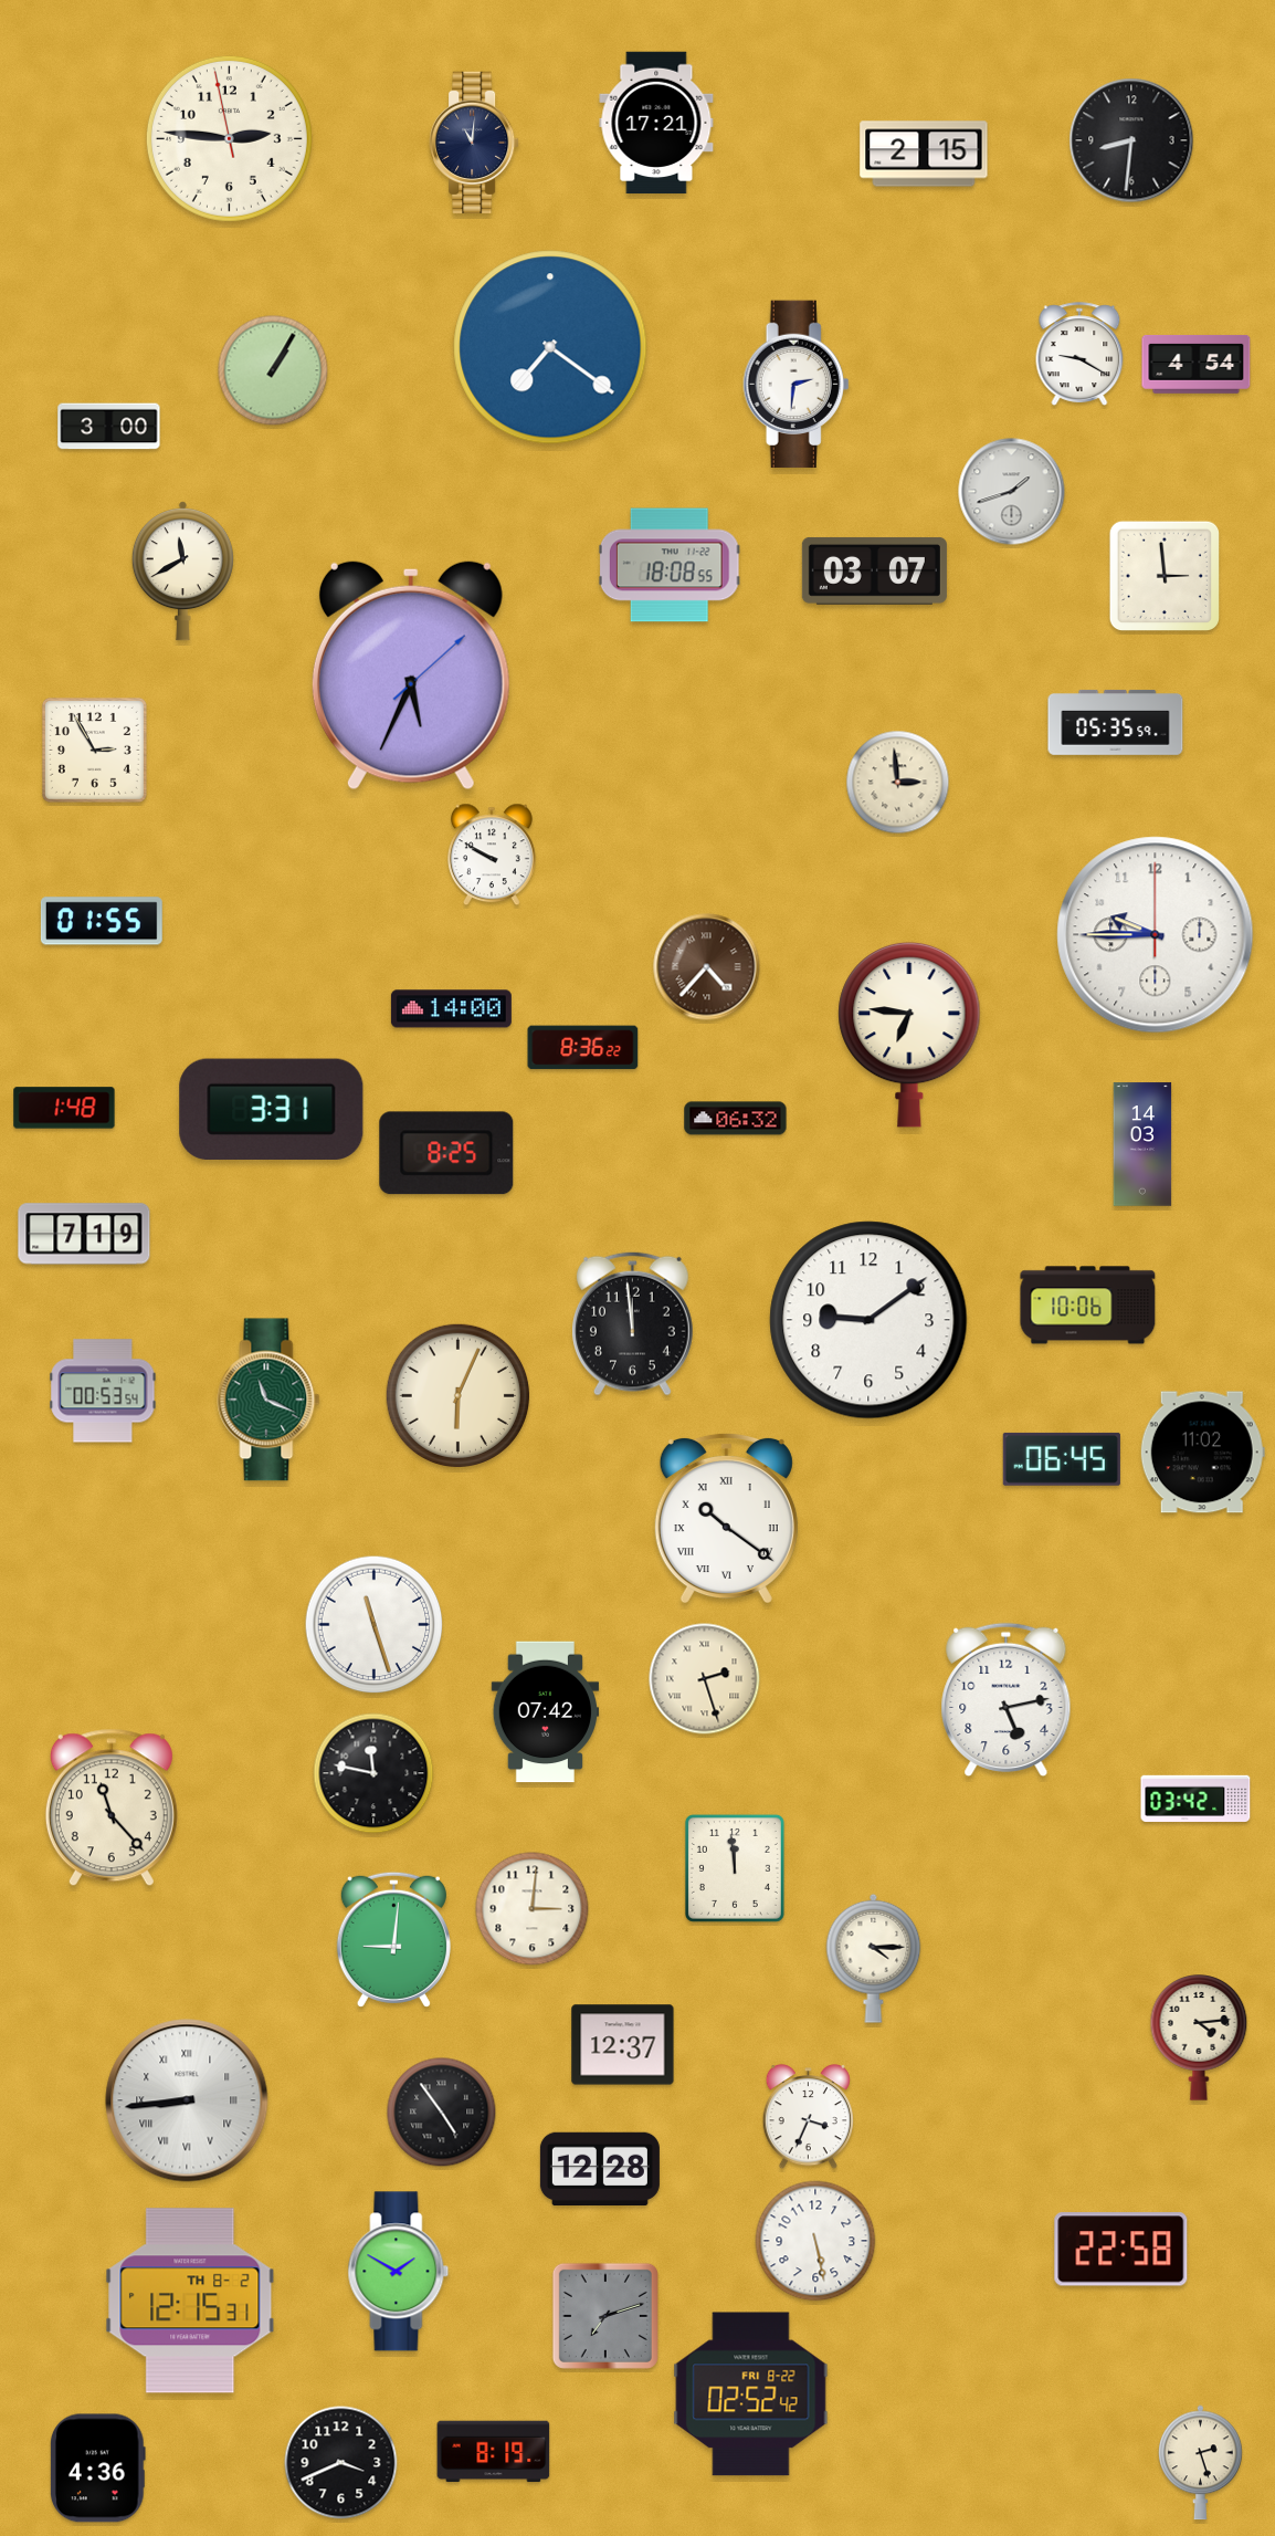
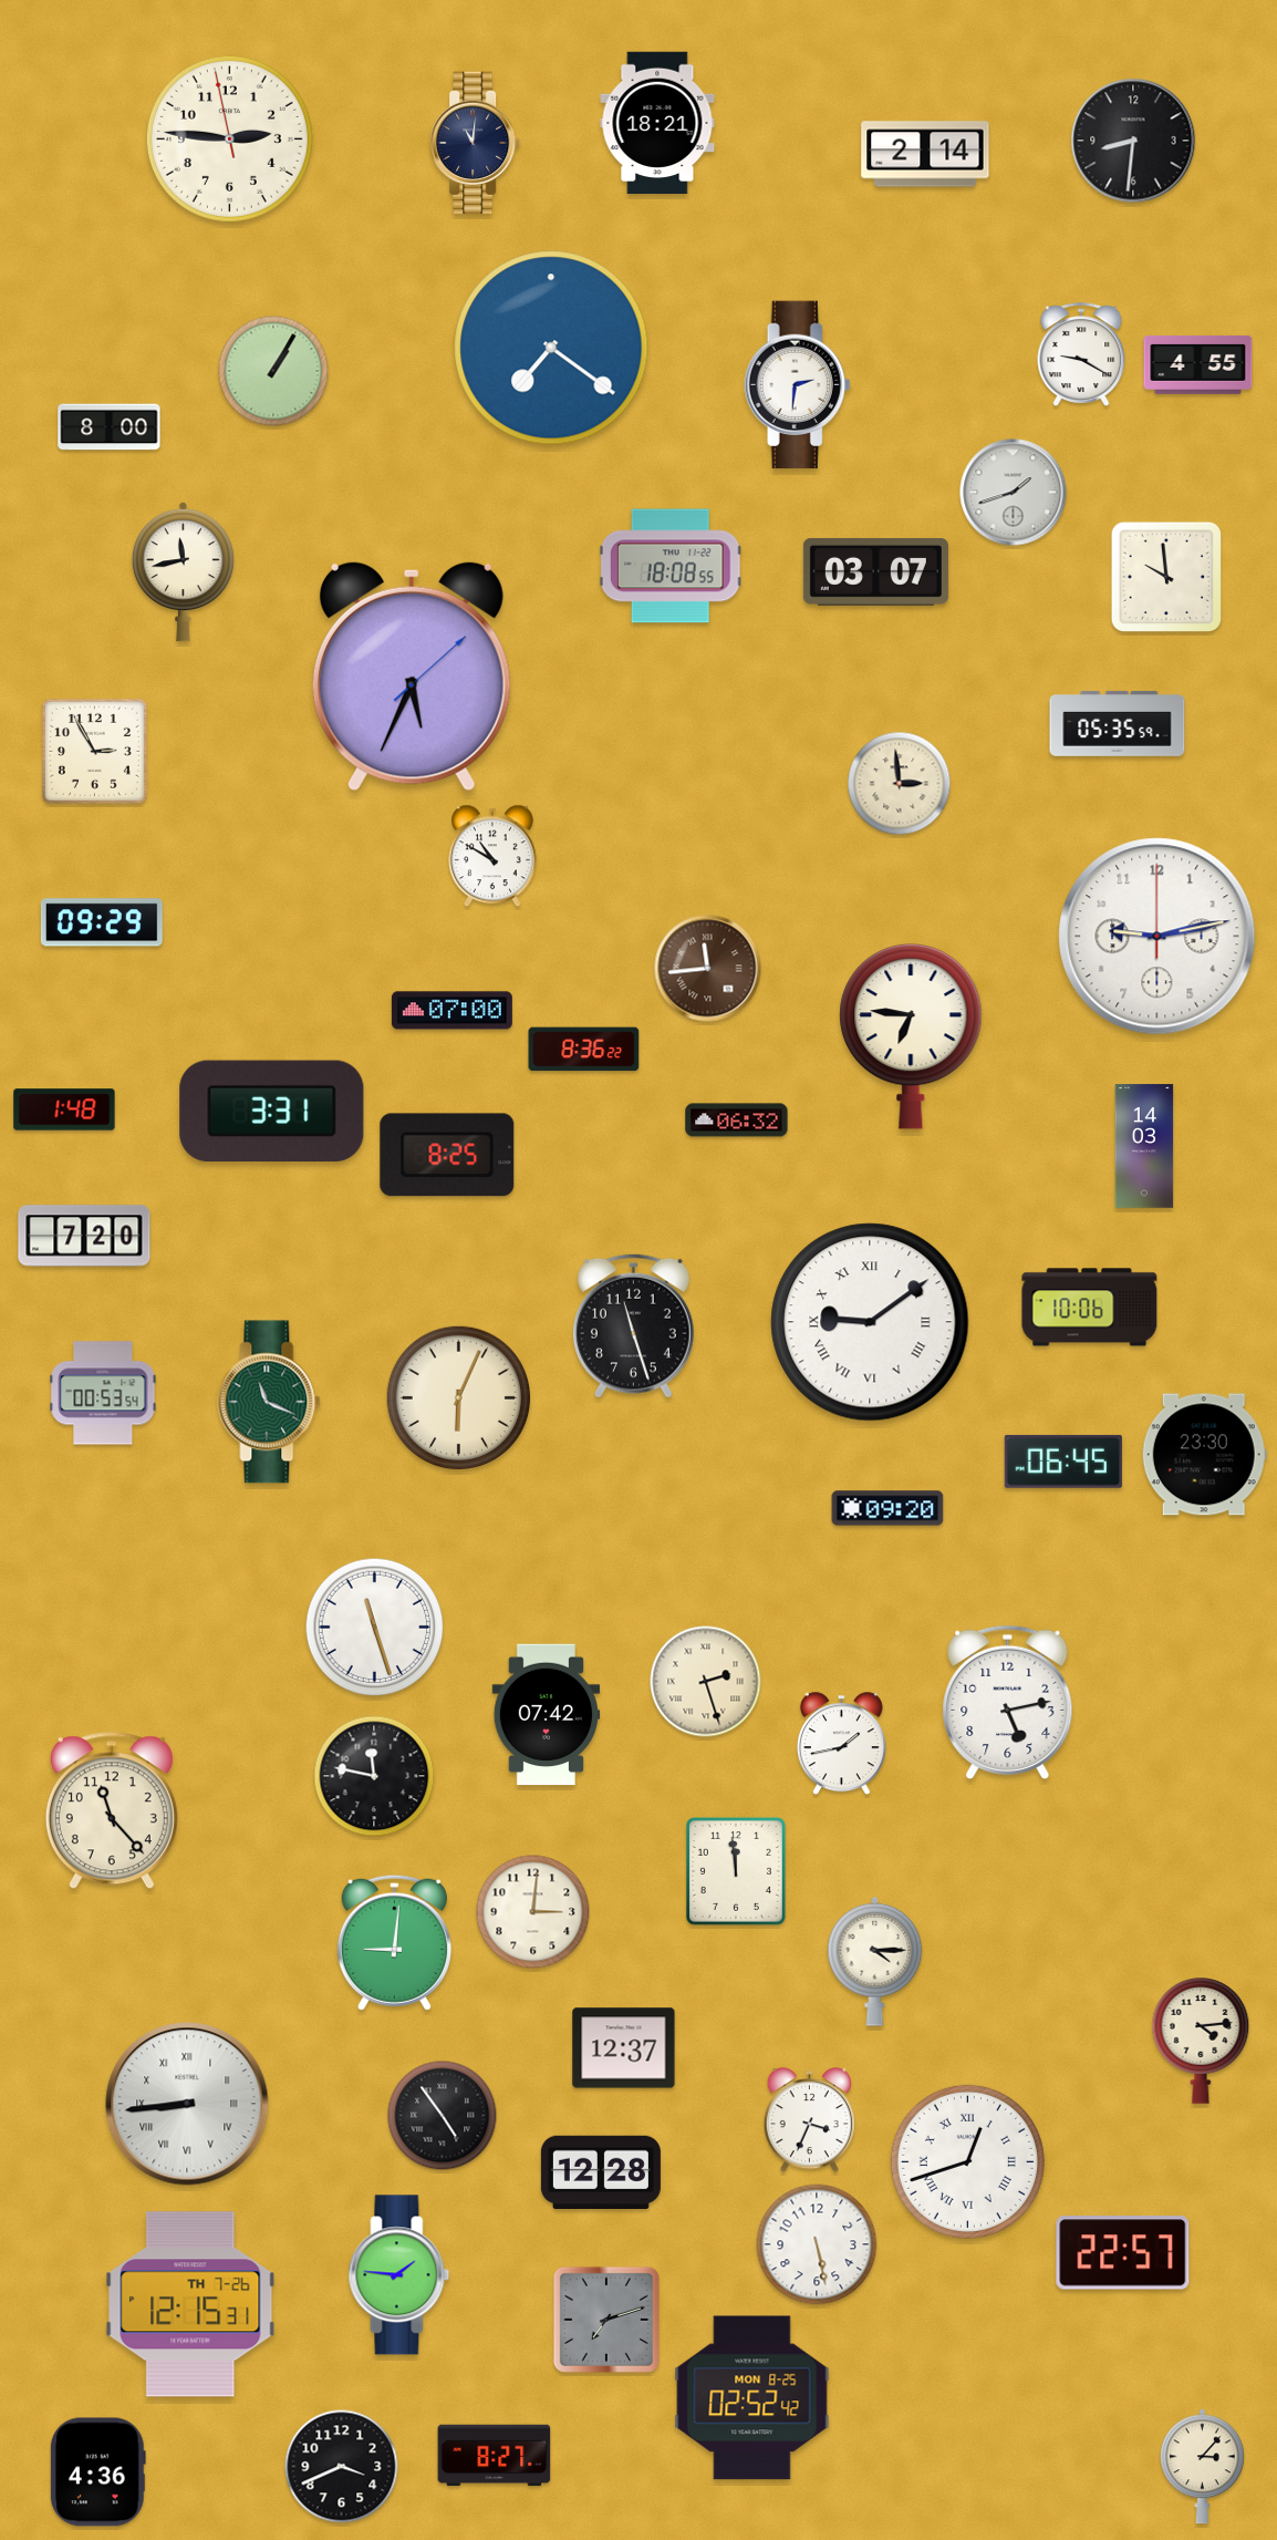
clock at (656, 123): 17:21 -> 18:21
clock at (924, 154): 2:15 -> 2:14
clock at (1197, 364): 4:54 -> 4:55
clock at (109, 427): 3:00 -> 8:00
clock at (182, 572): 11:40 -> 11:43
clock at (1163, 575): 2:59 -> 9:59
clock at (493, 855): 9:50 -> 10:50
clock at (102, 921): 01:55 -> 09:29
clock at (1156, 935): 9:45 -> 9:13
clock at (707, 967): 4:37 -> 11:44
clock at (451, 1009): 14:00 -> 07:00
clock at (84, 1234): 7:19 -> 7:20
clock at (868, 1320) numerals: Arabic -> Roman
clock at (632, 1323): 11:59 -> 11:27
clock at (1202, 1453): 11:02 -> 23:30
clock at (887, 1508): none -> 09:20
clock at (726, 1518): 10:21 -> none
clock at (841, 1744): none -> 1:43
clock at (1195, 1799): 03:42 -> none
clock at (967, 2161): none -> 12:42
clock at (1121, 2250): 22:58 -> 22:57
clock at (399, 2272): 1:50 -> 1:46
clock at (190, 2301) date: TH 8-2 -> TH 7-26
clock at (751, 2394) date: FRI 8-22 -> MON 8-25
clock at (494, 2452): 8:19 -> 8:27
clock at (1201, 2463): 2:27 -> 3:07
